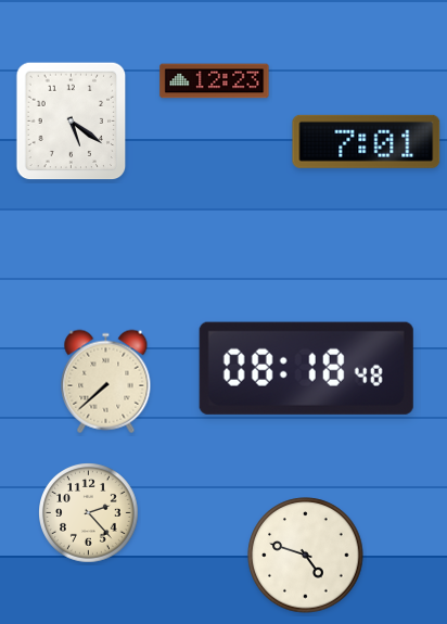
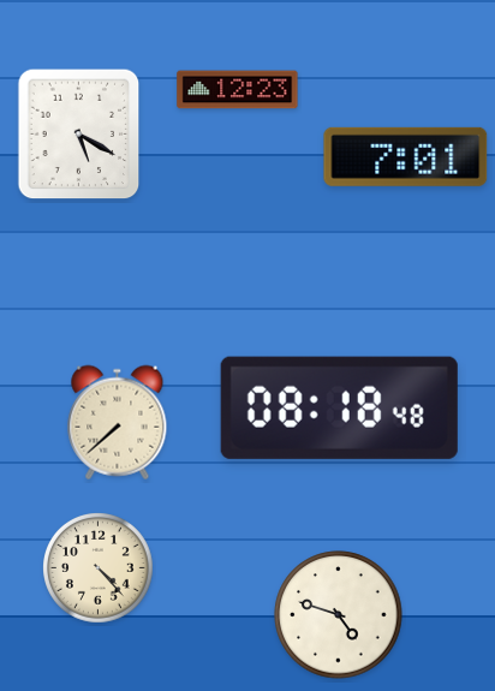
clock at (72, 122): 5:21 -> 5:20
clock at (89, 513): 2:23 -> 4:23
